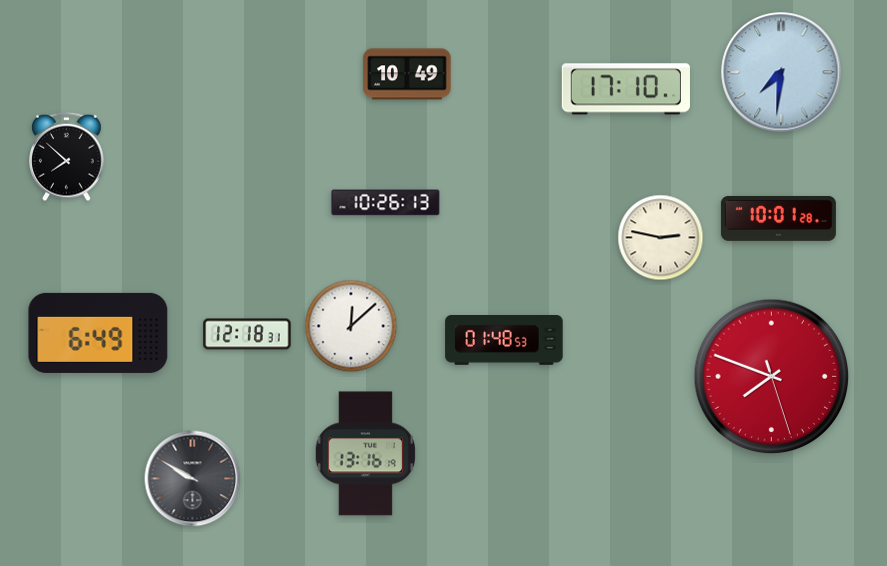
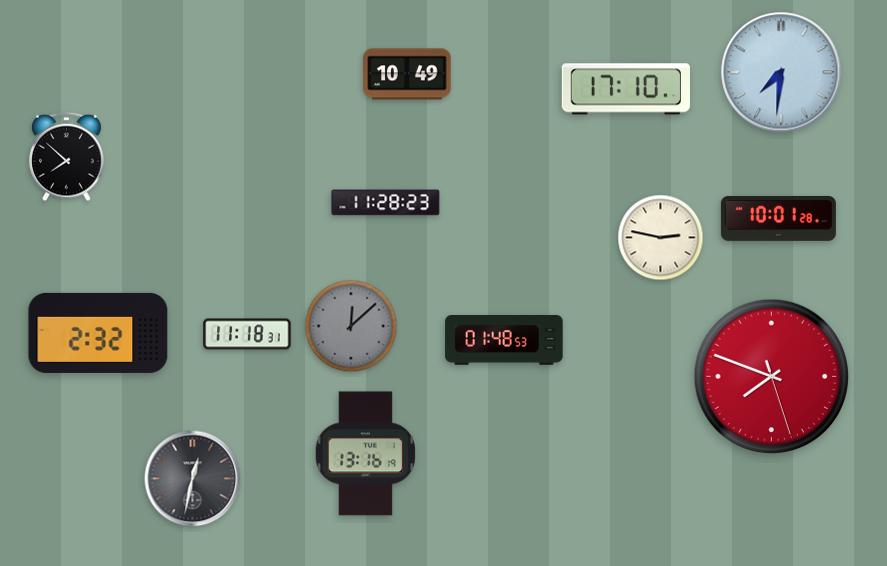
clock at (386, 203): 10:26 -> 11:28
clock at (351, 326) dial: white -> grey
clock at (98, 333): 6:49 -> 2:32
clock at (247, 334): 12:18 -> 11:18
clock at (193, 479): 9:50 -> 12:32
